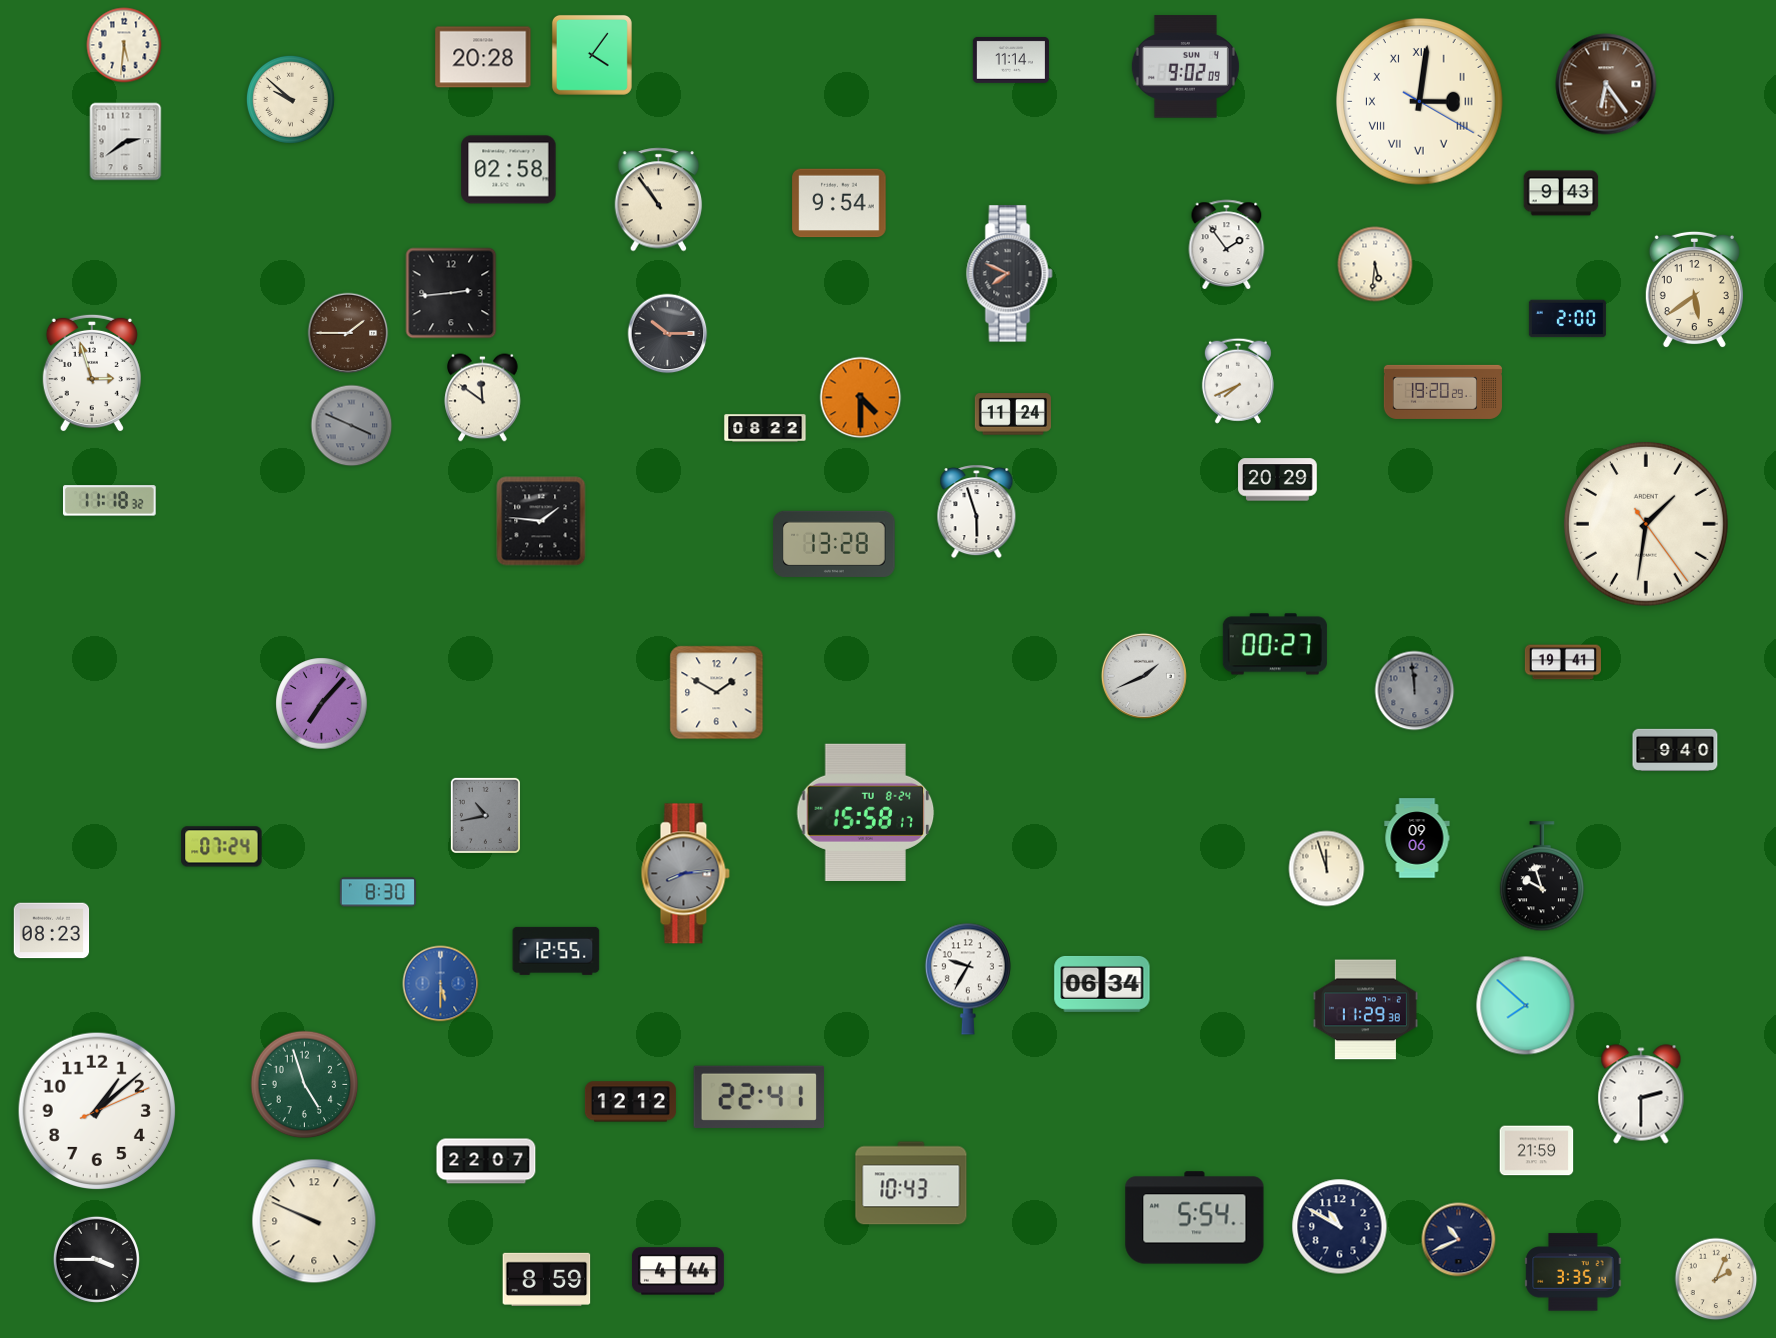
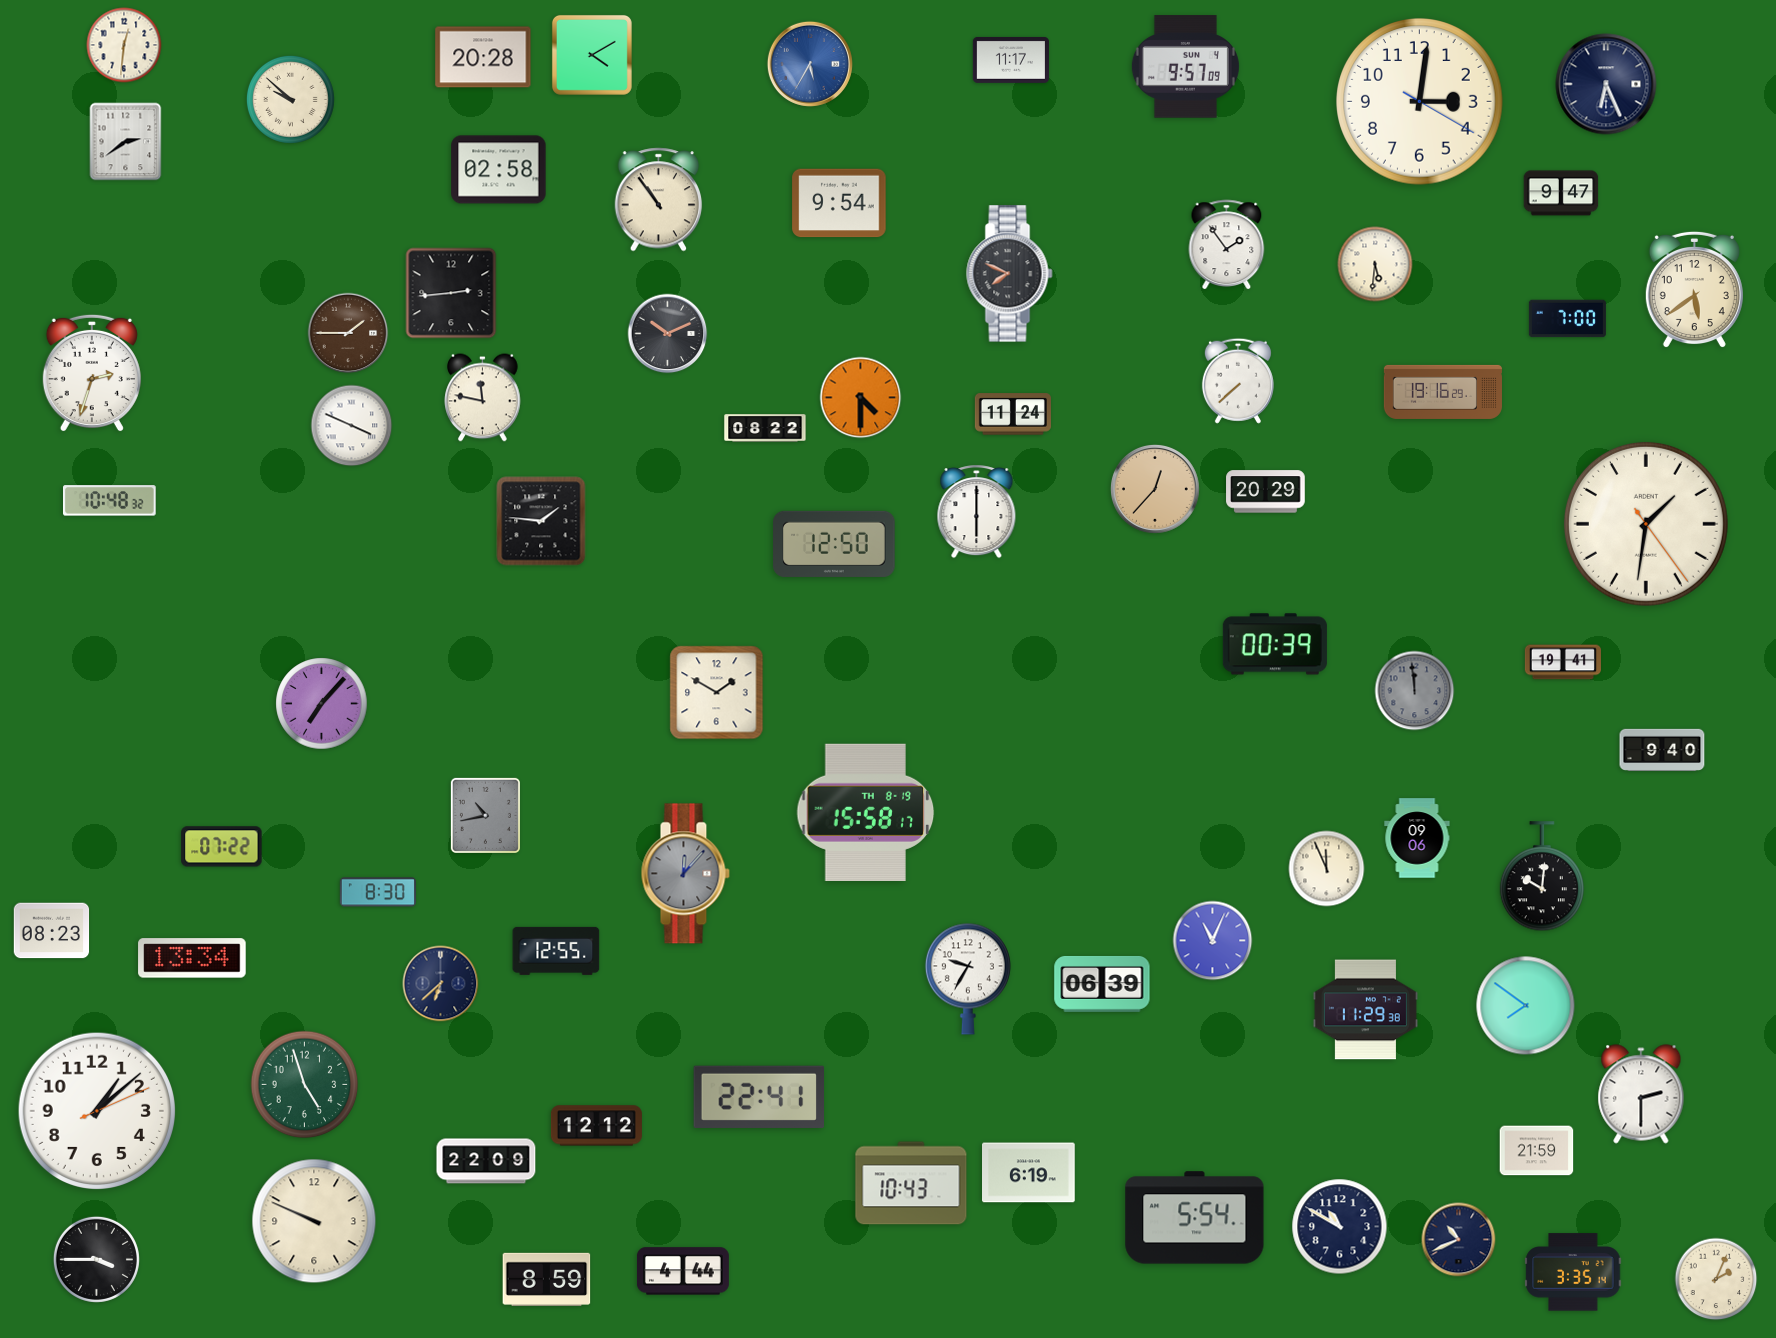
clock at (124, 45): 5:31 -> 12:31
clock at (592, 55): 4:06 -> 4:10
clock at (1011, 60): 11:14 -> 11:17
clock at (810, 64): none -> 5:35
clock at (1185, 67): 9:02 -> 9:57
clock at (1606, 84): 6:24 -> 6:26
clock at (1606, 84) dial: brown -> navy
clock at (1420, 102) numerals: Roman -> Arabic
clock at (509, 170) position: (509, 170) -> (499, 170)
clock at (1561, 193): 9:43 -> 9:47
clock at (1567, 319): 2:00 -> 7:00
clock at (668, 334): 10:15 -> 10:11
clock at (92, 373): 2:57 -> 2:33
clock at (1238, 381): 7:41 -> 7:38
clock at (1443, 392): 19:20 -> 19:16
clock at (483, 398): 11:51 -> 11:47
clock at (352, 426) dial: grey -> white
clock at (1278, 480) position: (1278, 480) -> (1266, 492)
clock at (1155, 489): none -> 12:37
clock at (110, 501): 11:18 -> 10:48
clock at (977, 512): 5:57 -> 6:00
clock at (834, 544): 13:28 -> 12:50
clock at (1275, 644): 00:27 -> 00:39
clock at (1144, 676): 1:41 -> none
clock at (1675, 749) position: (1675, 749) -> (1662, 749)
clock at (866, 812) date: TU 8-24 -> TH 8-19
clock at (222, 847): 07:24 -> 07:22
clock at (1327, 869): 11:57 -> 11:56
clock at (685, 874): 8:14 -> 12:07
clock at (1542, 877): 9:57 -> 10:01
clock at (1213, 941): none -> 11:04
clock at (192, 958): none -> 13:34
clock at (441, 984): 5:30 -> 6:38
clock at (441, 984) dial: blue -> navy
clock at (1102, 984): 06:34 -> 06:39
clock at (1526, 1006): 7:52 -> 7:51
clock at (630, 1102) position: (630, 1102) -> (596, 1126)
clock at (486, 1161): 22:07 -> 22:09
clock at (1029, 1173): none -> 6:19
clock at (678, 1271) position: (678, 1271) -> (683, 1271)
